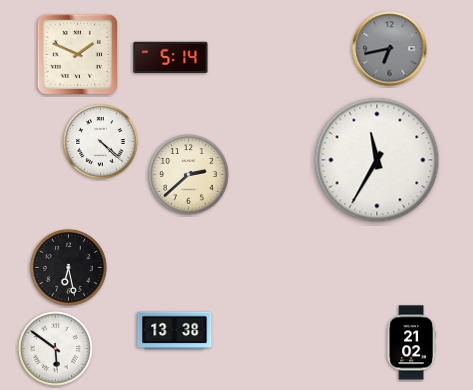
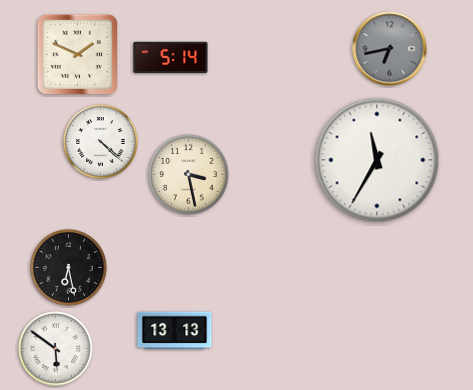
clock at (189, 175): 2:38 -> 3:28
clock at (175, 331): 13:38 -> 13:13
clock at (411, 343): 21:02 -> none
